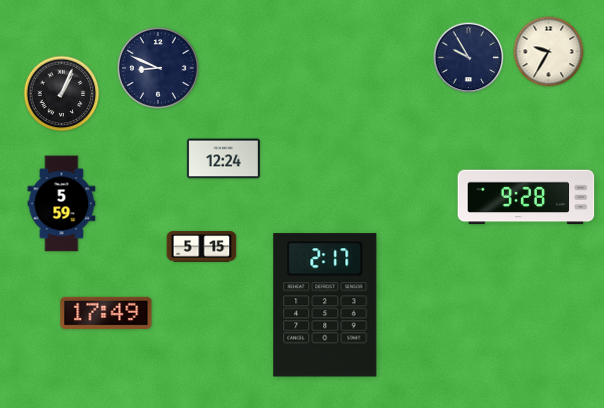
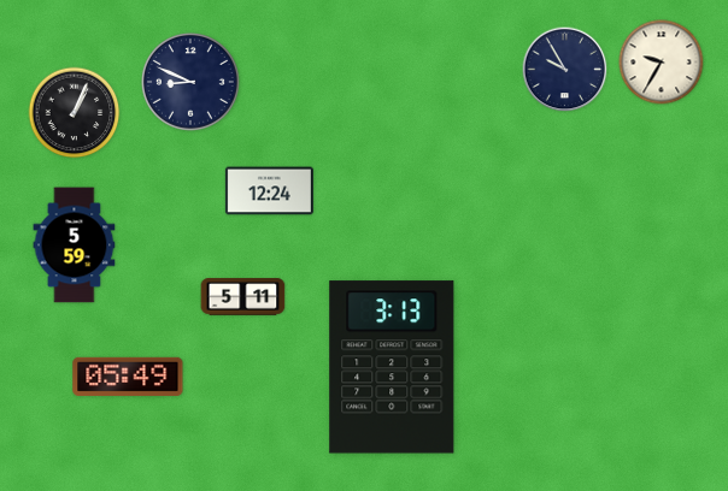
clock at (526, 197): 9:28 -> none
clock at (202, 247): 5:15 -> 5:11
clock at (325, 305): 2:17 -> 3:13
clock at (106, 313): 17:49 -> 05:49
